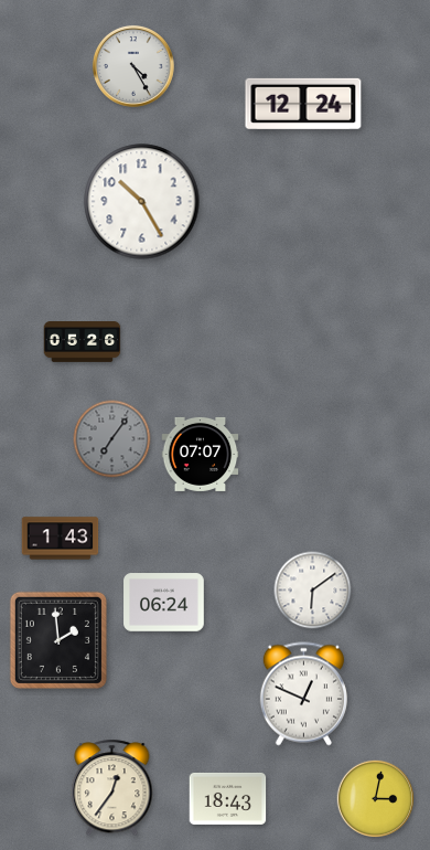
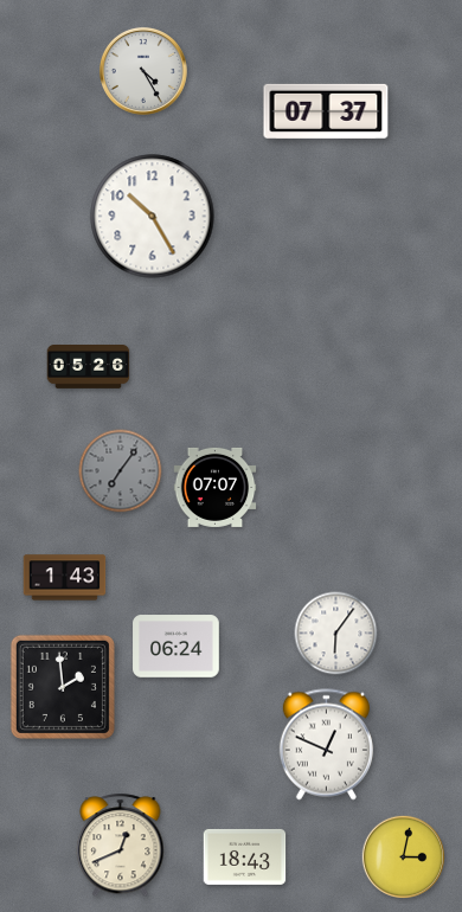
clock at (303, 104): 12:24 -> 07:37
clock at (313, 591): 6:09 -> 6:06
clock at (112, 788): 12:36 -> 12:41
